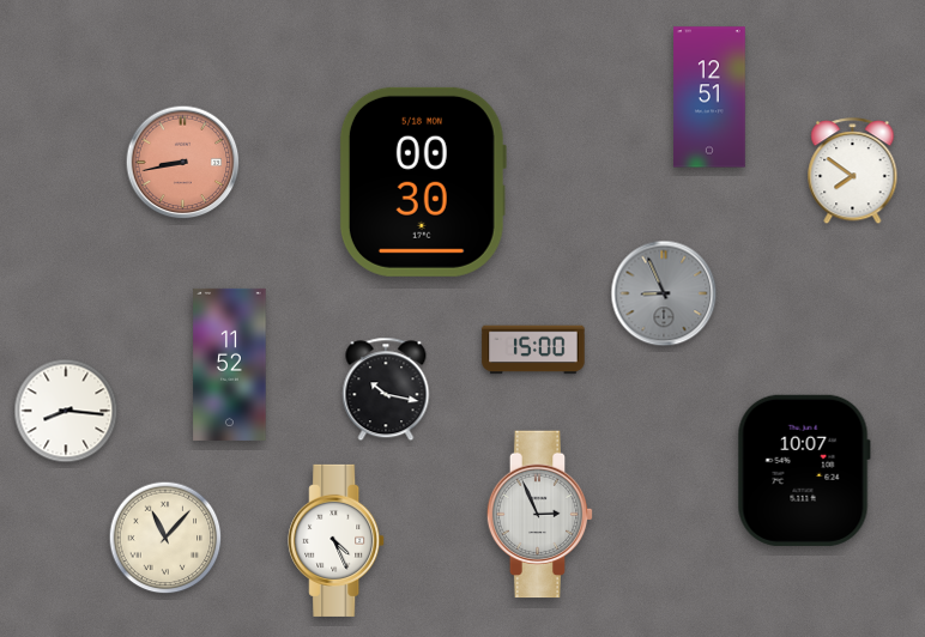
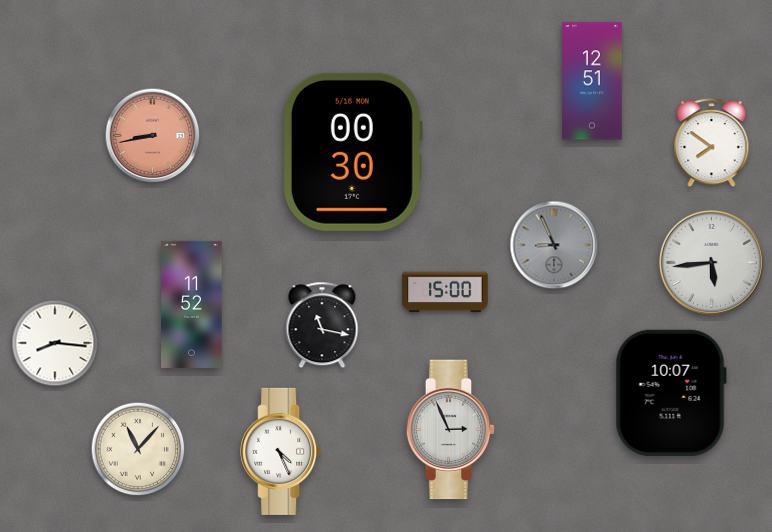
clock at (711, 262): none -> 5:44
clock at (386, 389): 10:17 -> 11:17
